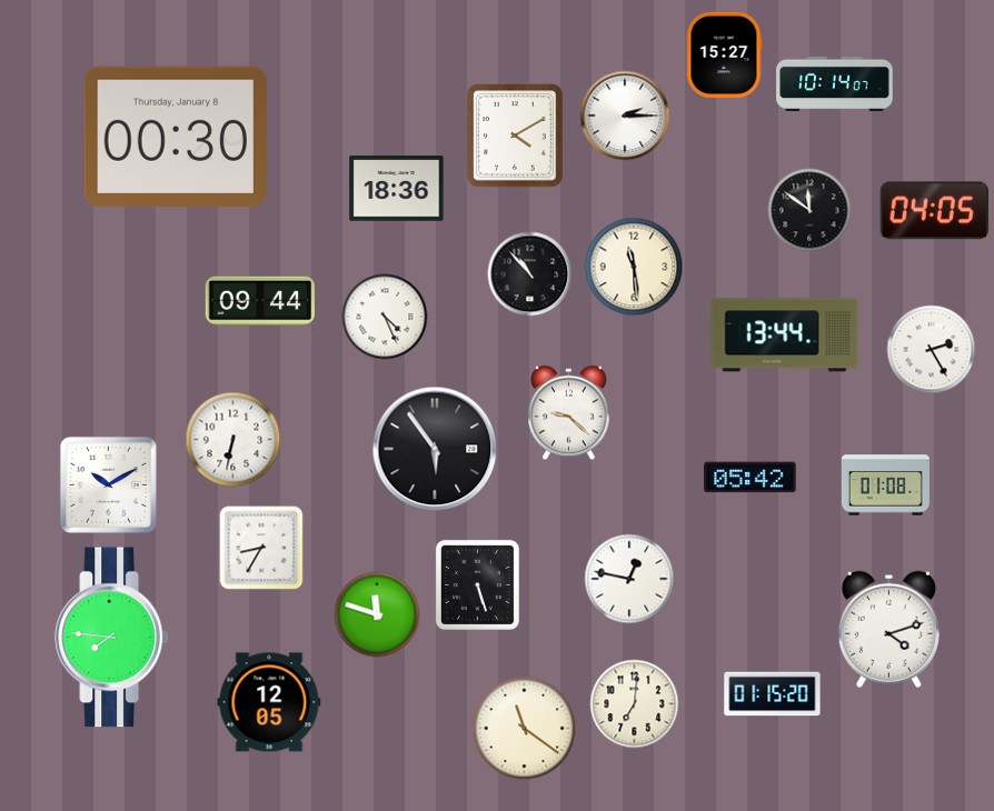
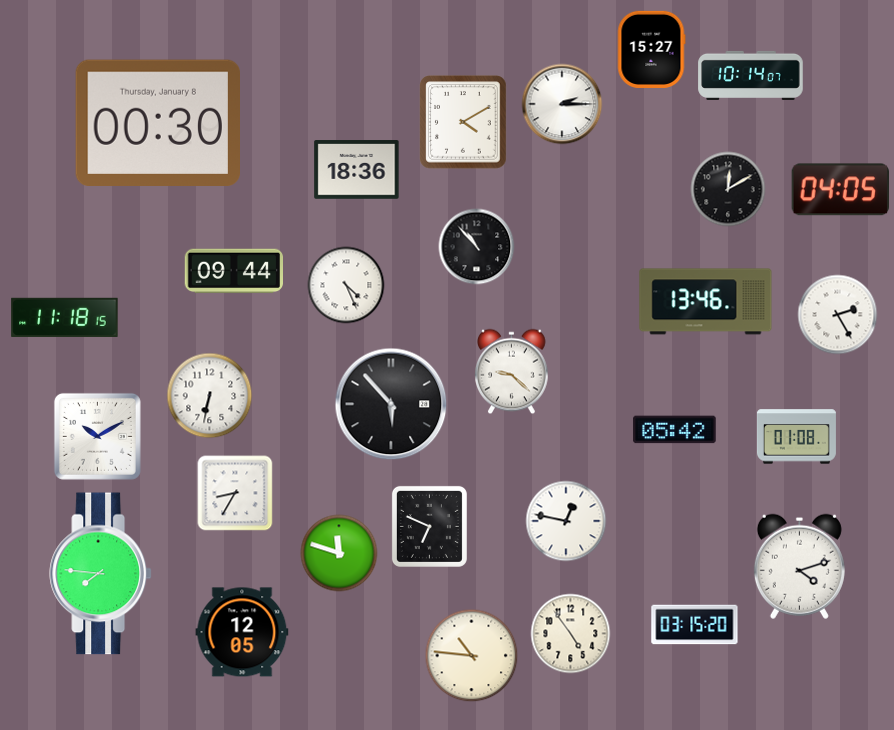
clock at (809, 210): 11:51 -> 12:10
clock at (634, 267): 11:29 -> none
clock at (785, 336): 13:44 -> 13:46
clock at (65, 317): none -> 11:18
clock at (435, 449): 5:54 -> 5:53
clock at (477, 584): 5:27 -> 6:49
clock at (773, 694): 01:15 -> 03:15
clock at (635, 704): 7:01 -> 4:54
clock at (525, 729): 11:21 -> 10:46
